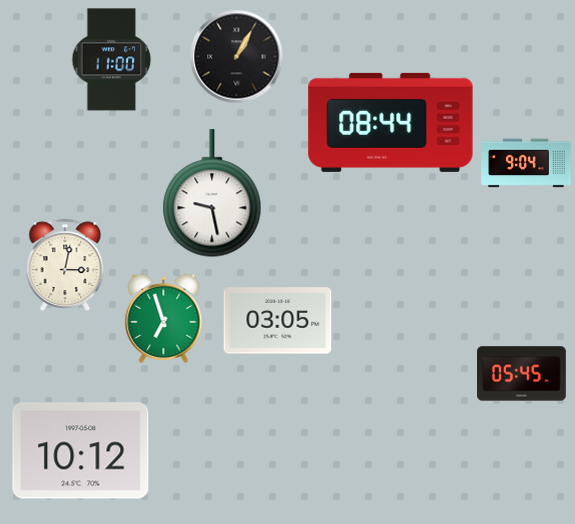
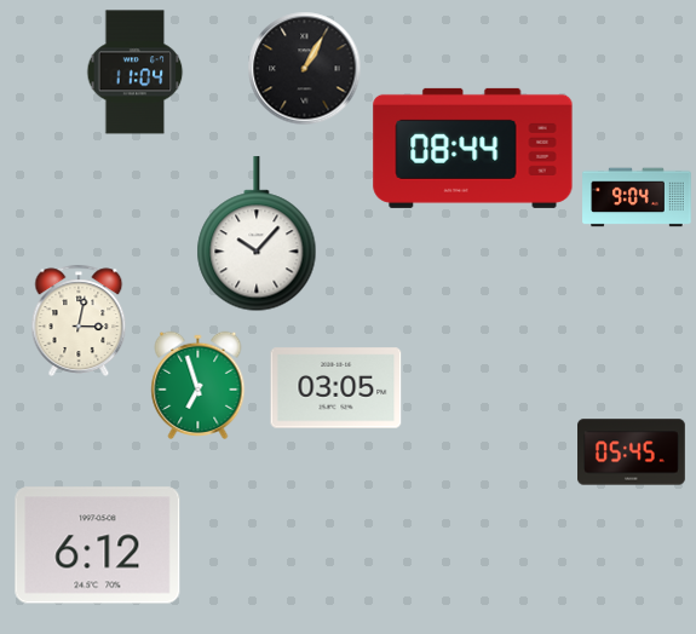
clock at (237, 57) position: (237, 57) -> (305, 69)
clock at (112, 60): 11:00 -> 11:04
clock at (212, 194): 9:28 -> 10:07
clock at (81, 451): 10:12 -> 6:12
